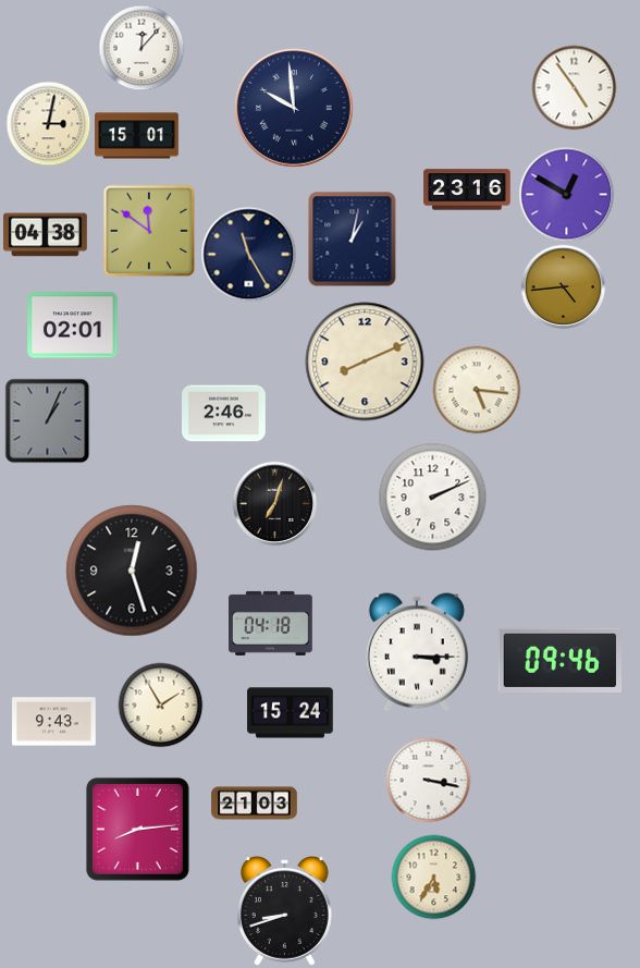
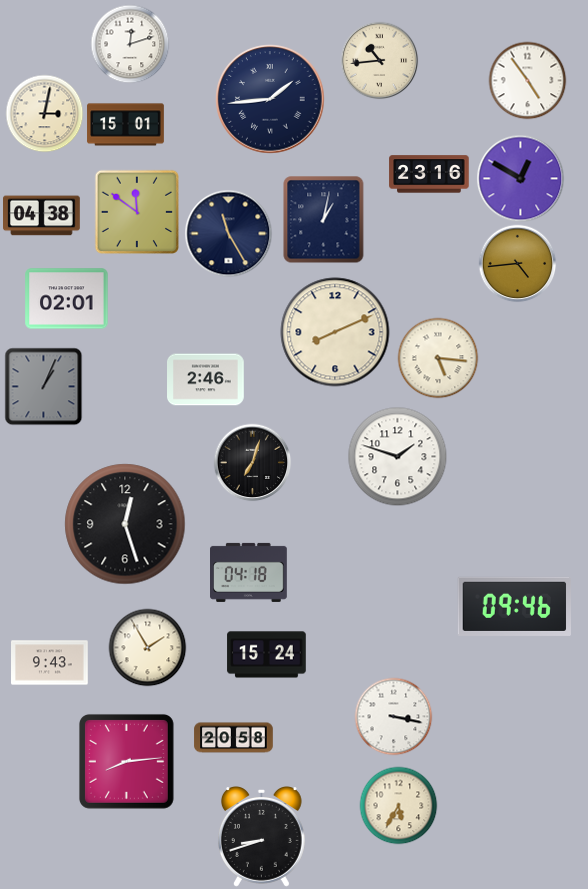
clock at (141, 48): 12:07 -> 12:12
clock at (379, 60): none -> 10:44
clock at (294, 108): 9:59 -> 1:44
clock at (433, 498): 2:11 -> 1:48
clock at (132, 571) position: (132, 571) -> (125, 524)
clock at (417, 652): 3:15 -> none
clock at (255, 804): 21:03 -> 20:58
